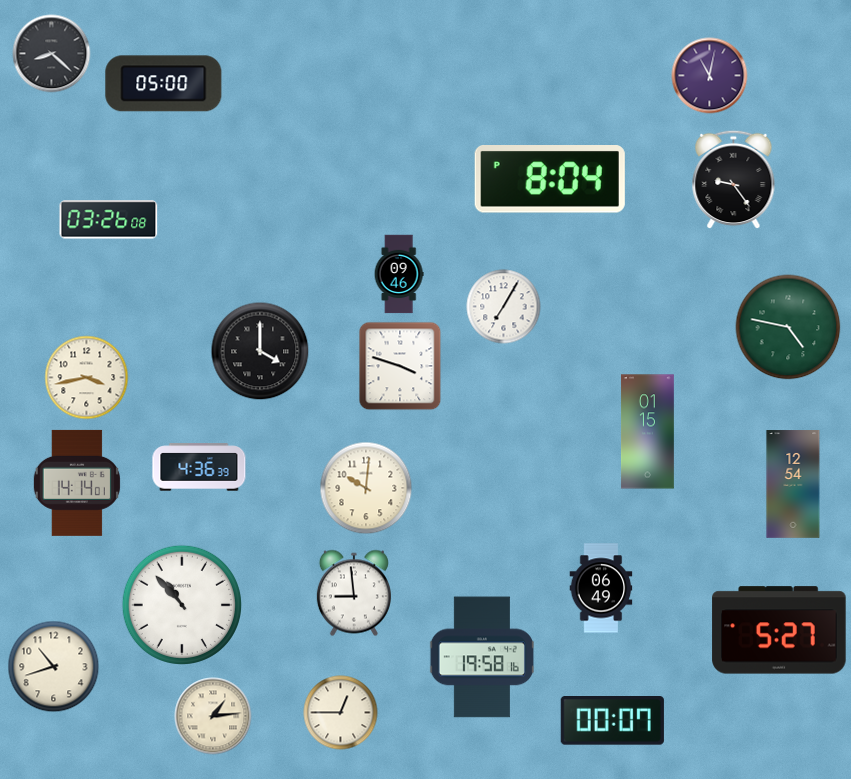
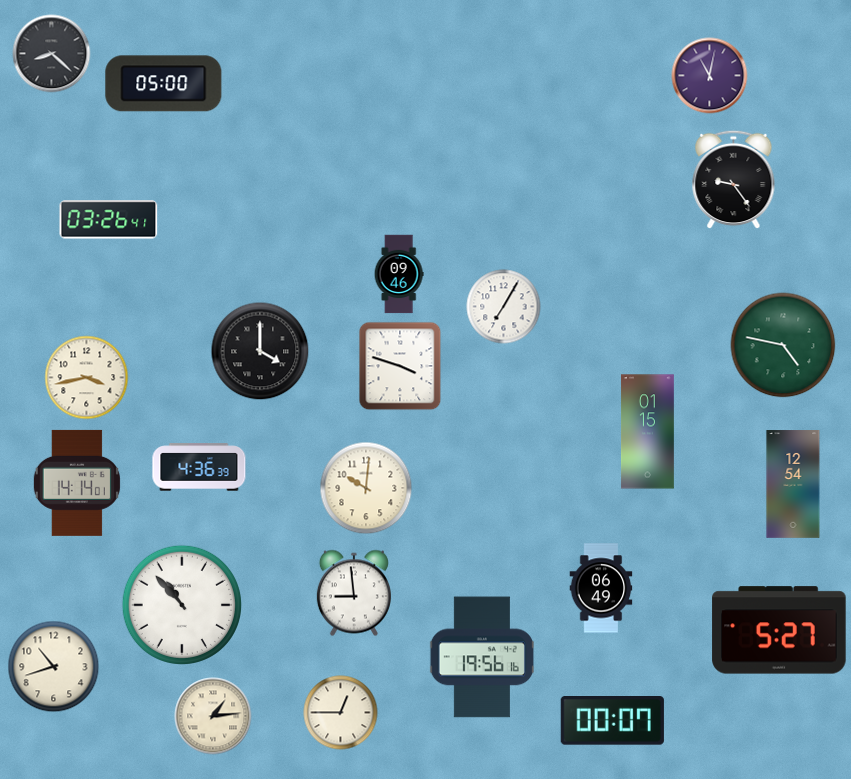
clock at (550, 180): 8:04 -> none
clock at (109, 220): 03:26:08 -> 03:26:41
clock at (788, 327) position: (788, 327) -> (783, 345)
clock at (482, 657): 19:58 -> 19:56
